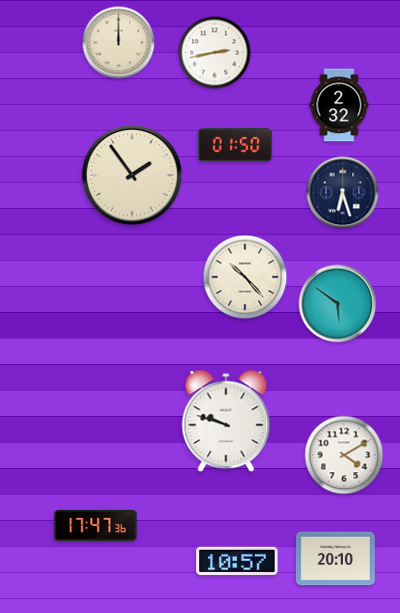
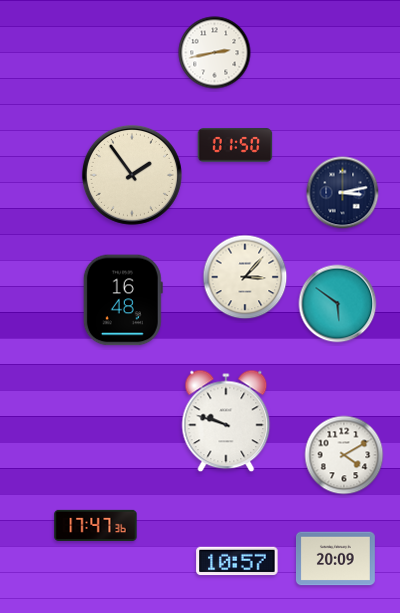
clock at (119, 43): 12:00 -> none
clock at (339, 105): 2:32 -> none
clock at (343, 193): 6:27 -> 3:13
clock at (245, 277): 10:23 -> 3:07
clock at (123, 300): none -> 16:48
clock at (335, 559): 20:10 -> 20:09
